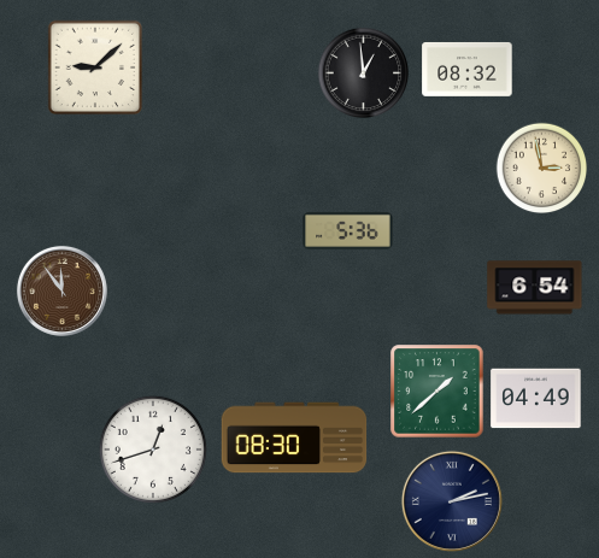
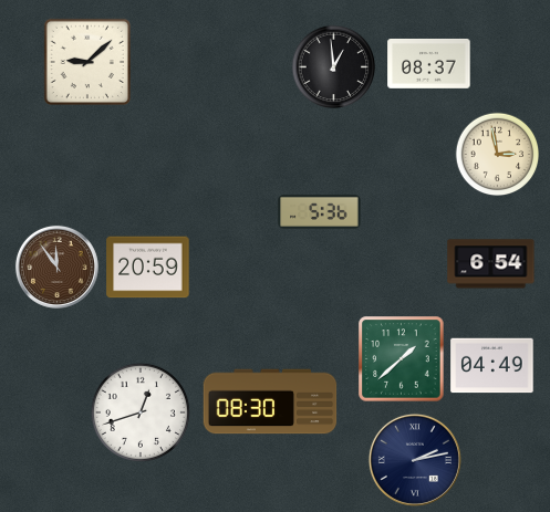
clock at (468, 69): 08:32 -> 08:37
clock at (148, 268): none -> 20:59
